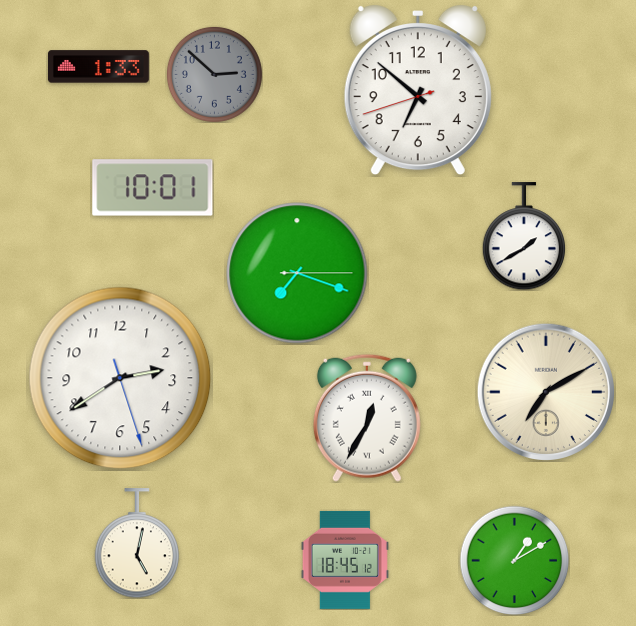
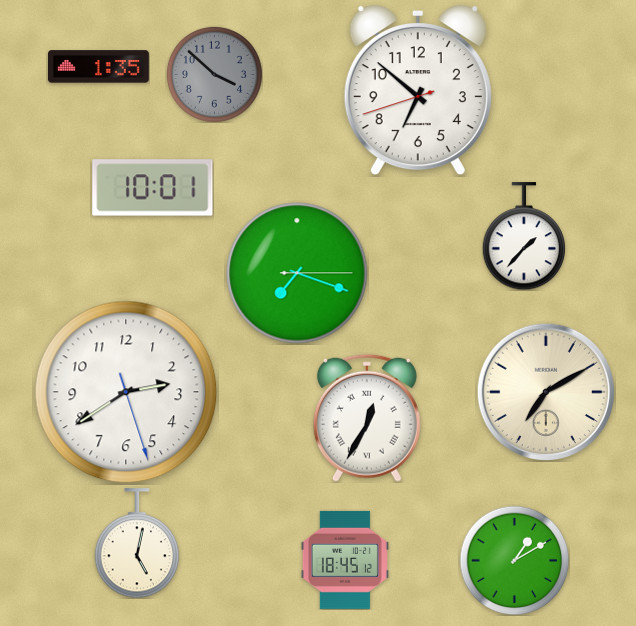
clock at (98, 67): 1:33 -> 1:35
clock at (214, 74): 2:52 -> 3:52
clock at (523, 236): 1:40 -> 1:37
clock at (120, 378) position: (120, 378) -> (126, 392)
